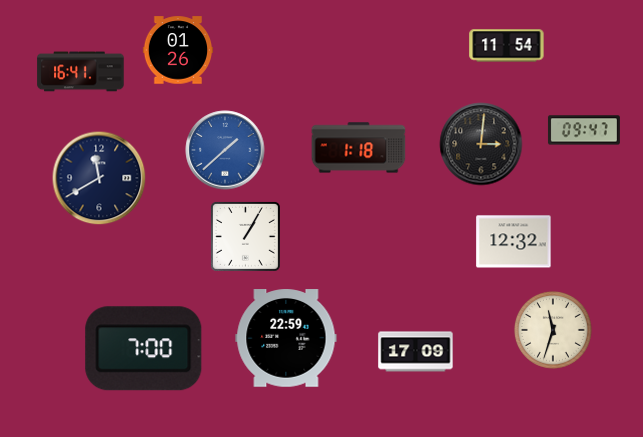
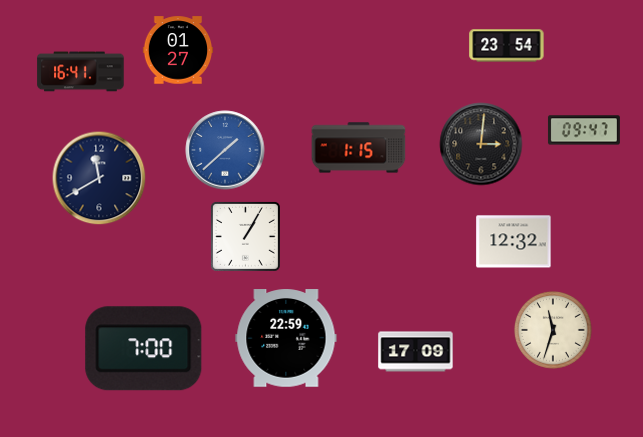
clock at (507, 46): 11:54 -> 23:54
clock at (177, 50): 01:26 -> 01:27
clock at (359, 148): 1:18 -> 1:15
